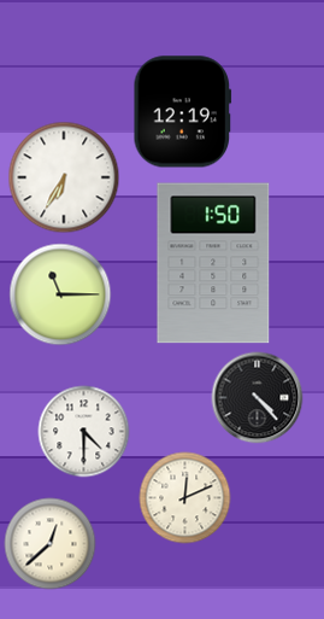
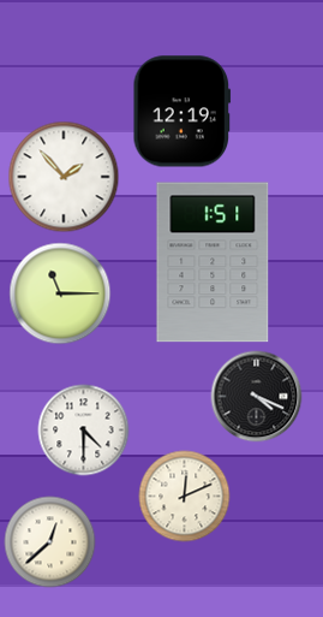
clock at (64, 177): 6:35 -> 1:53
clock at (213, 263): 1:50 -> 1:51
clock at (258, 398): 4:23 -> 4:19
